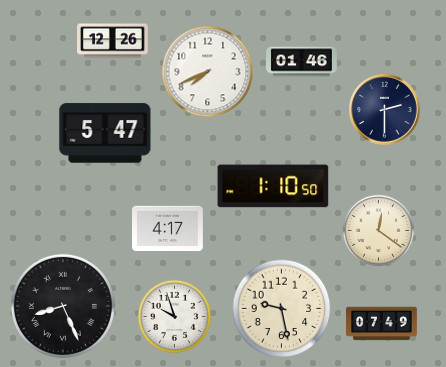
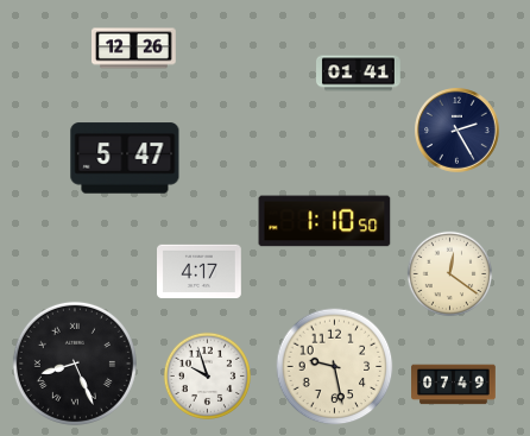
clock at (302, 62): 01:46 -> 01:41
clock at (208, 72): 7:41 -> none
clock at (385, 110): 2:30 -> 2:25
